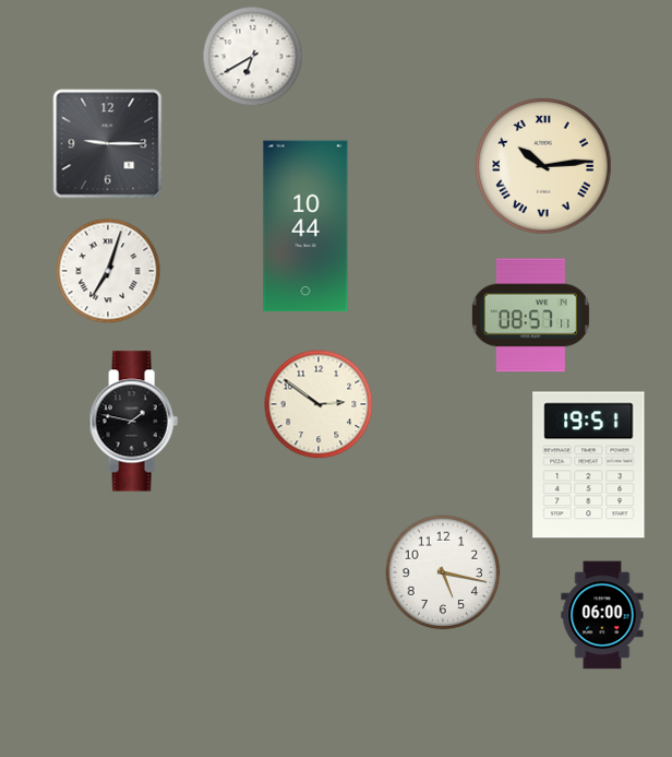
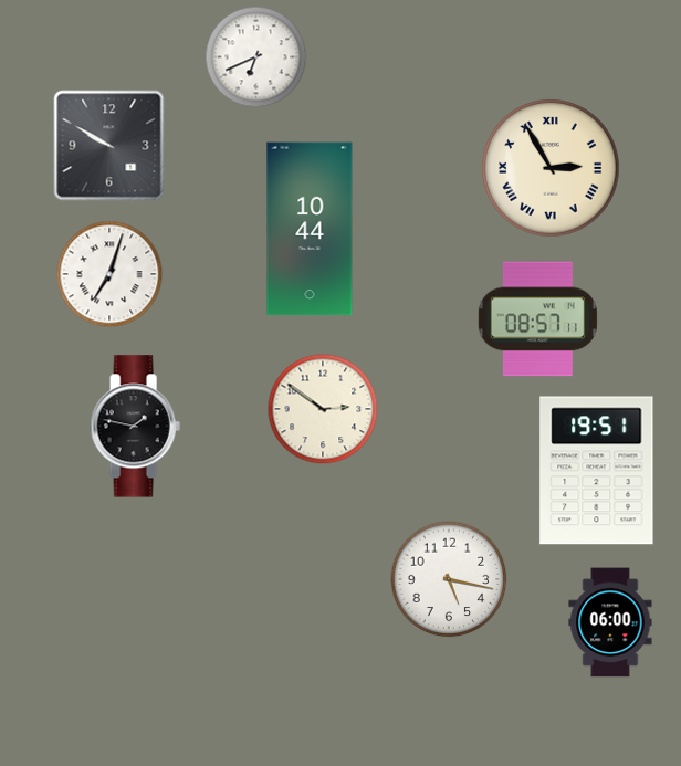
clock at (253, 57): 6:40 -> 6:41
clock at (108, 144): 9:15 -> 9:50
clock at (543, 166): 10:14 -> 2:55
